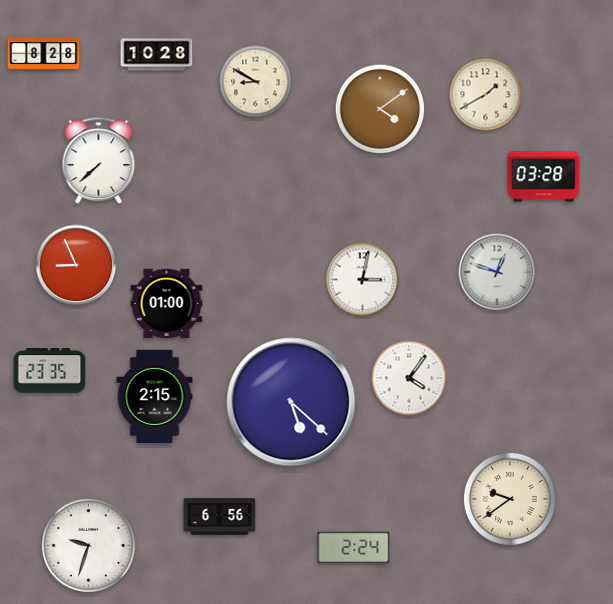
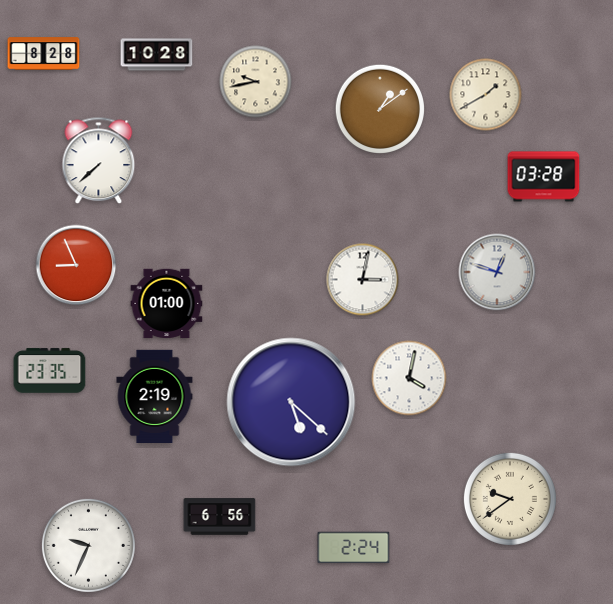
clock at (256, 82): 8:50 -> 9:43
clock at (379, 108): 4:09 -> 1:09
clock at (409, 378): 4:06 -> 4:02
clock at (155, 396): 2:15 -> 2:19
clock at (88, 545): 9:33 -> 9:34
